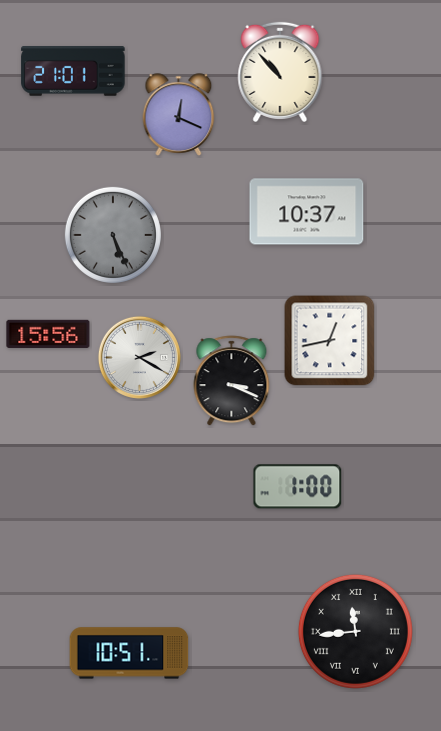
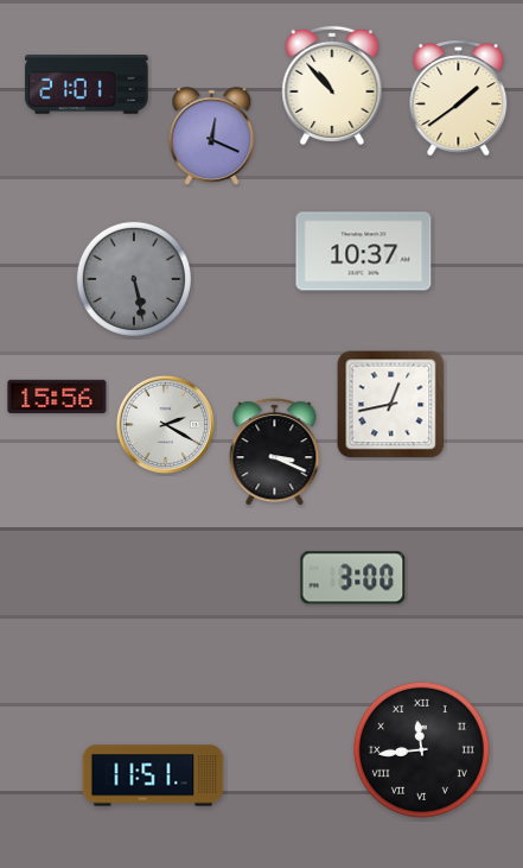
clock at (459, 99): none -> 1:39
clock at (113, 235): 5:26 -> 5:28
clock at (298, 487): 1:00 -> 3:00
clock at (129, 653): 10:51 -> 11:51
